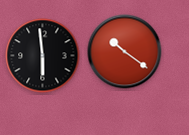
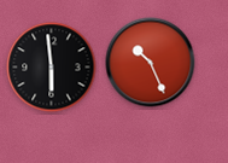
clock at (125, 52): 10:21 -> 10:26
